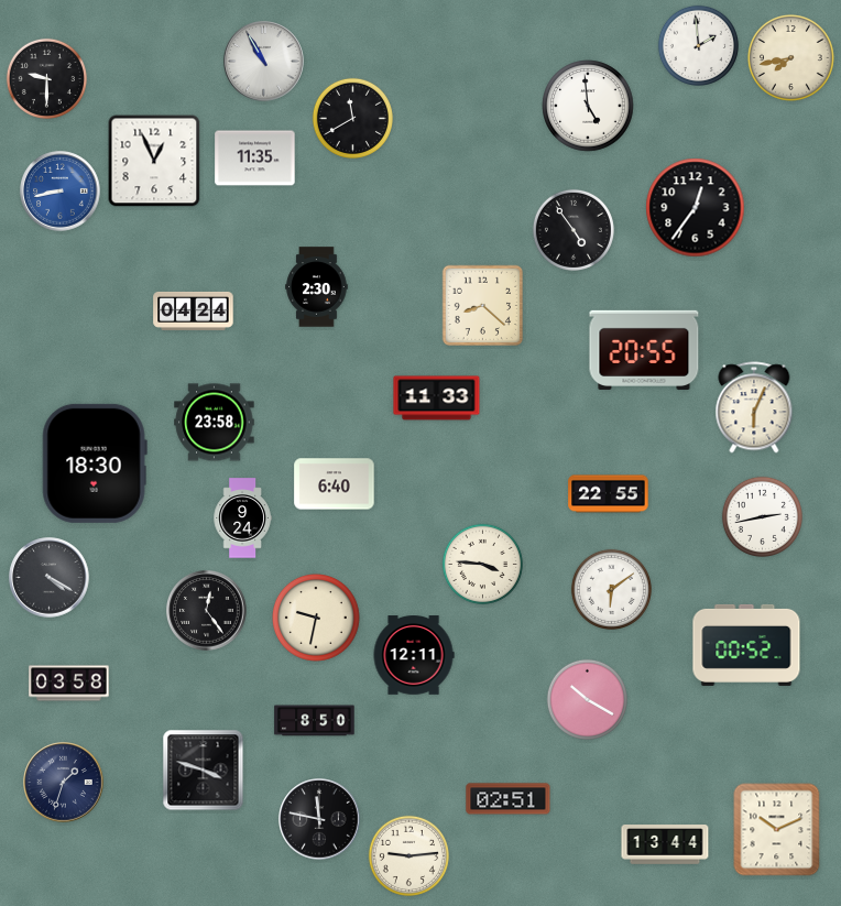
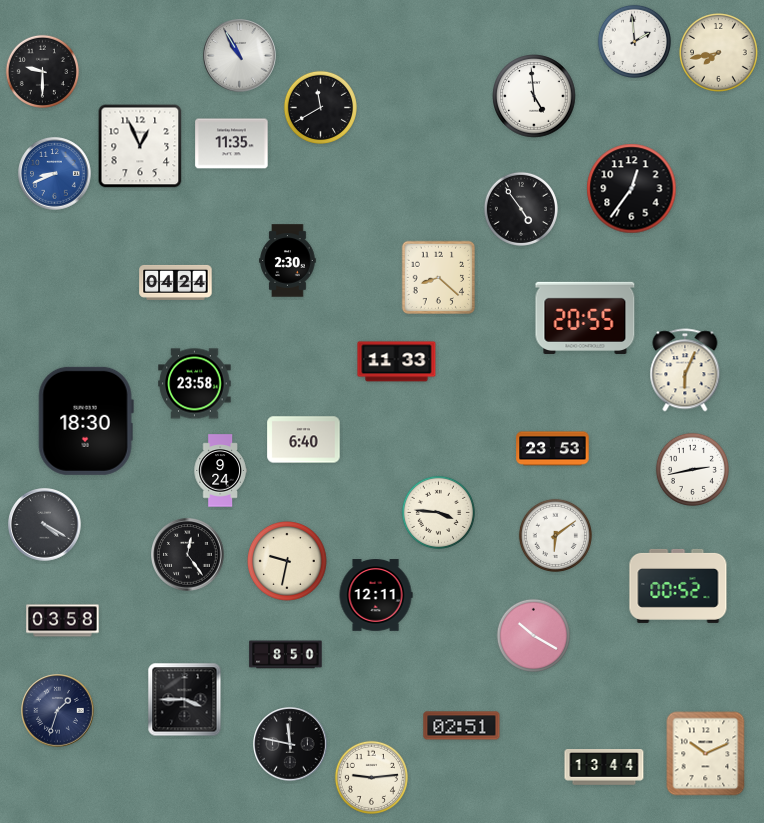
clock at (61, 192): 8:43 -> 8:41
clock at (609, 494): 22:55 -> 23:53
clock at (204, 771): 3:48 -> 3:45
